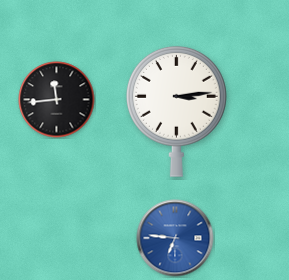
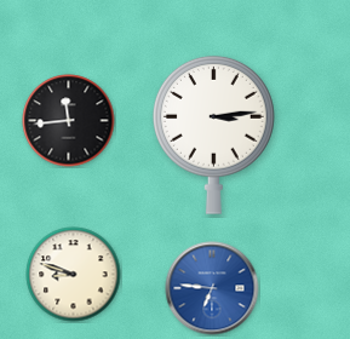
clock at (74, 275): none -> 8:48
